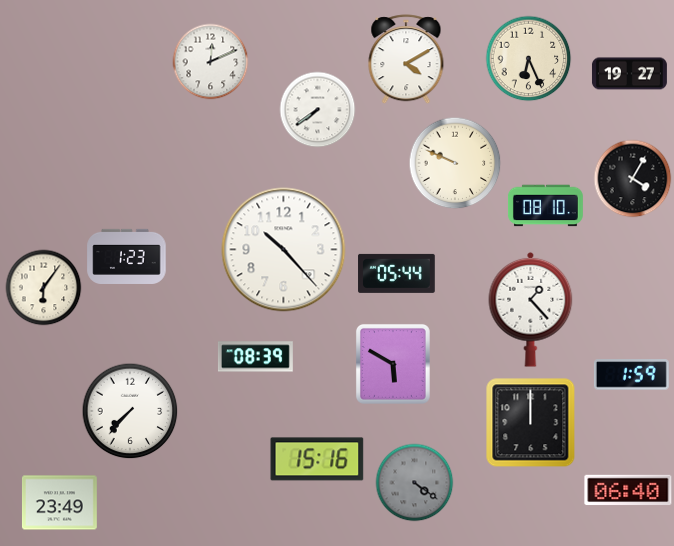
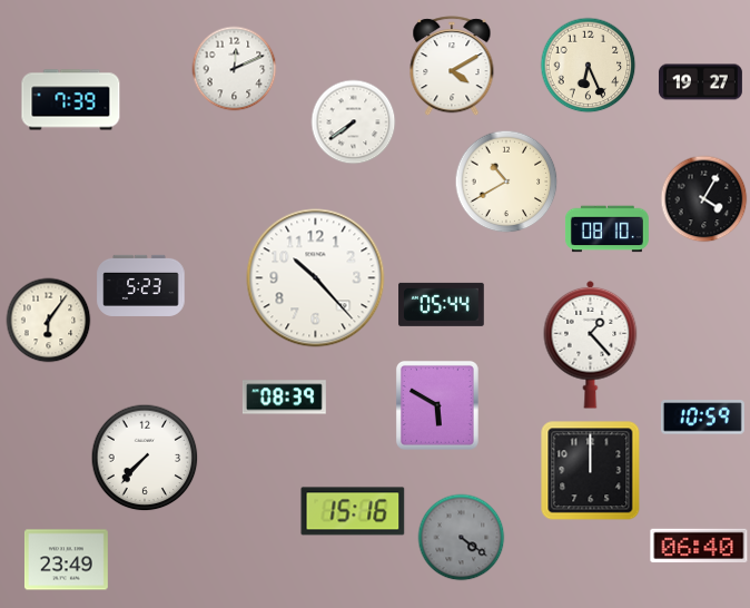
clock at (71, 100): none -> 7:39
clock at (455, 163): 9:49 -> 10:40
clock at (127, 256): 1:23 -> 5:23
clock at (631, 375): 1:59 -> 10:59
